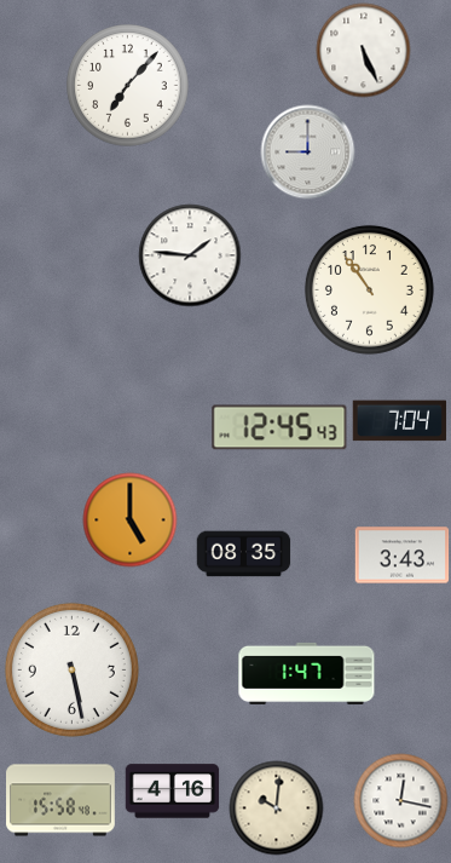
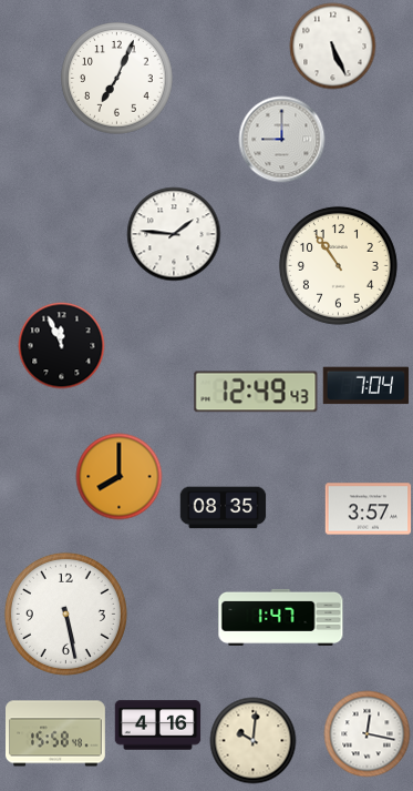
clock at (128, 86): 7:07 -> 7:04
clock at (61, 345): none -> 11:56
clock at (279, 427): 12:45 -> 12:49
clock at (129, 519): 5:00 -> 8:00
clock at (401, 556): 3:43 -> 3:57
